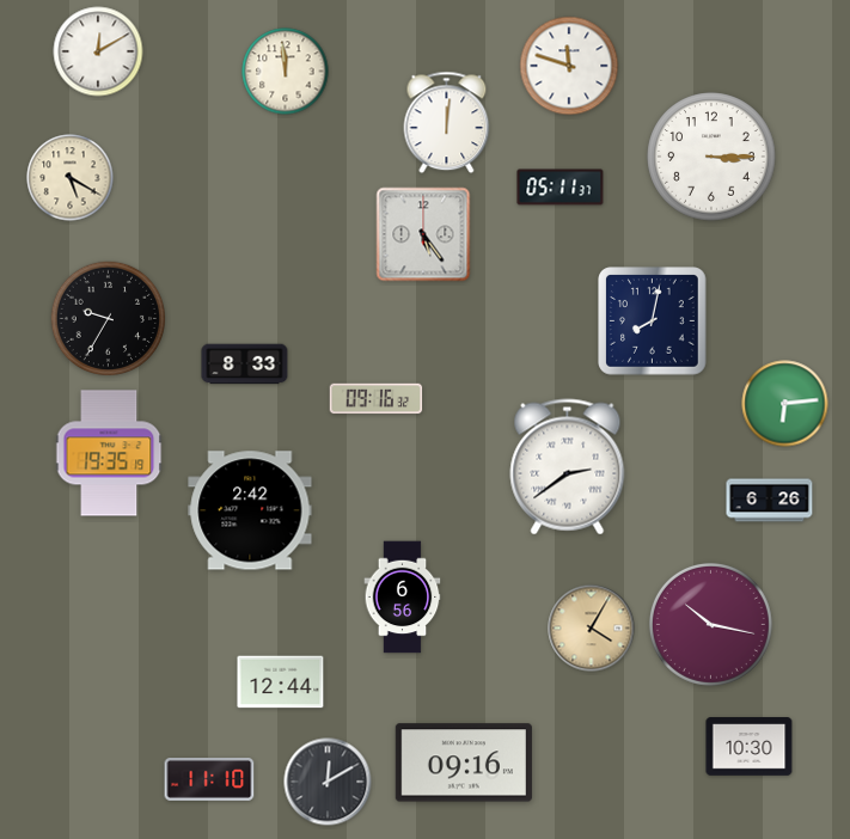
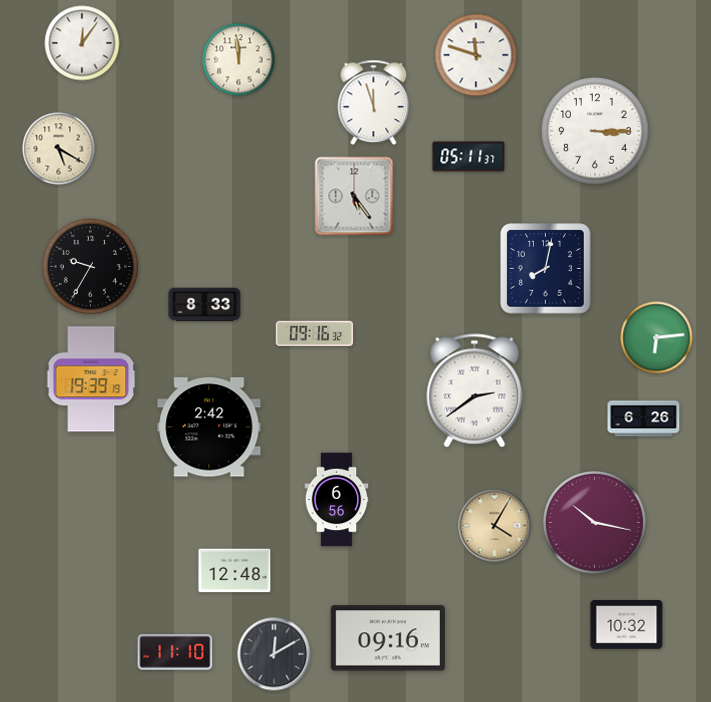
clock at (98, 51): 12:10 -> 12:06
clock at (447, 123): 12:01 -> 11:57
clock at (109, 453): 19:35 -> 19:39
clock at (281, 682): 12:44 -> 12:48
clock at (750, 747): 10:30 -> 10:32
